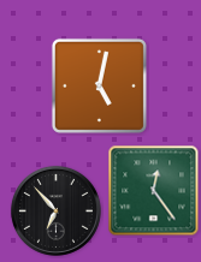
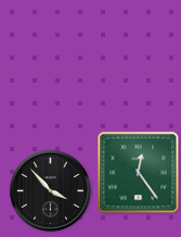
clock at (99, 85): 5:02 -> none
clock at (55, 210): 6:53 -> 3:53
